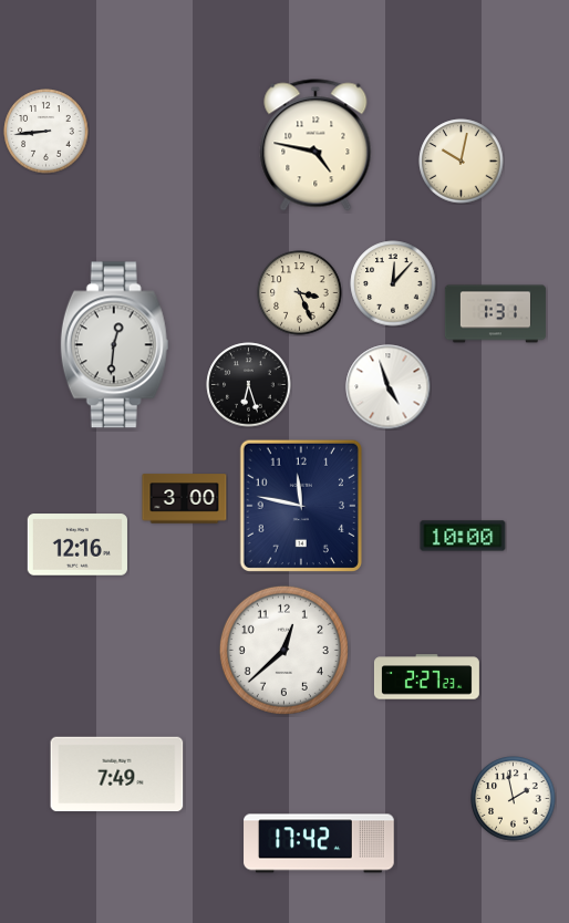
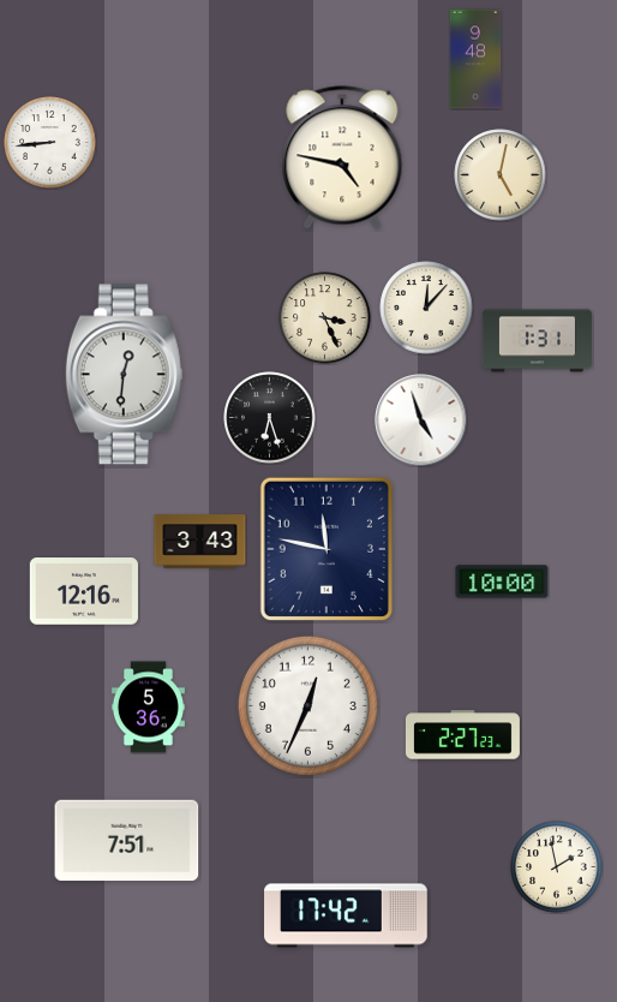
clock at (475, 59): none -> 9:48
clock at (462, 162): 10:02 -> 5:02
clock at (185, 499): 3:00 -> 3:43
clock at (283, 650): 12:38 -> 12:34
clock at (148, 708): none -> 5:36
clock at (117, 775): 7:49 -> 7:51
